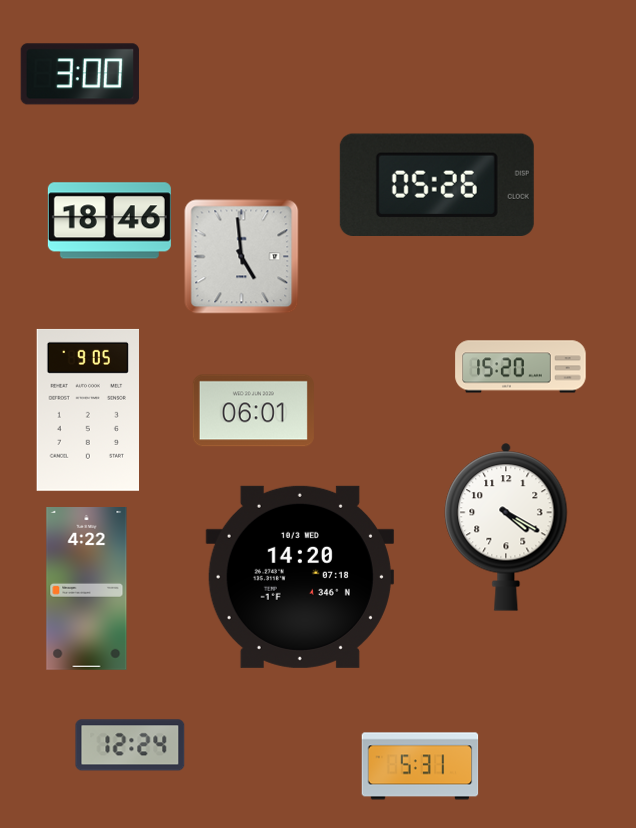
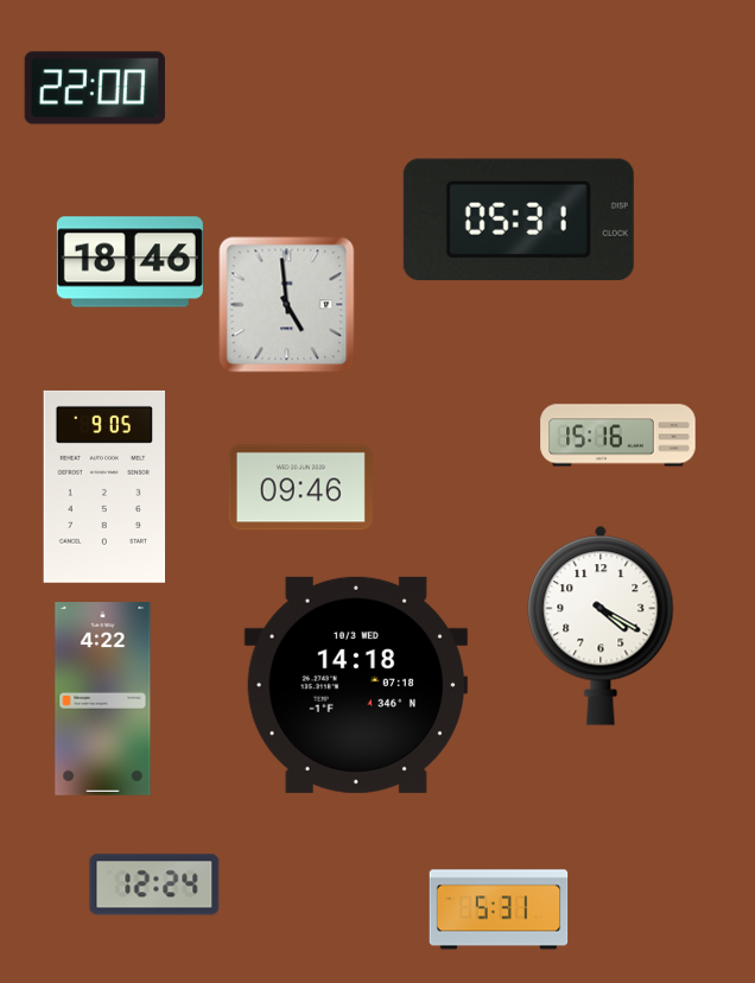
clock at (80, 74): 3:00 -> 22:00
clock at (437, 184): 05:26 -> 05:31
clock at (521, 367): 15:20 -> 15:16
clock at (253, 411): 06:01 -> 09:46
clock at (300, 577): 14:20 -> 14:18
